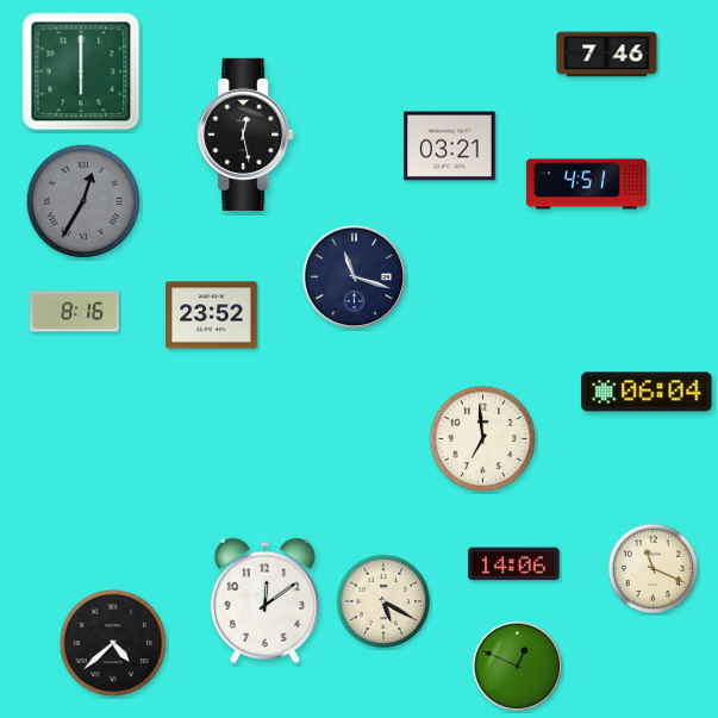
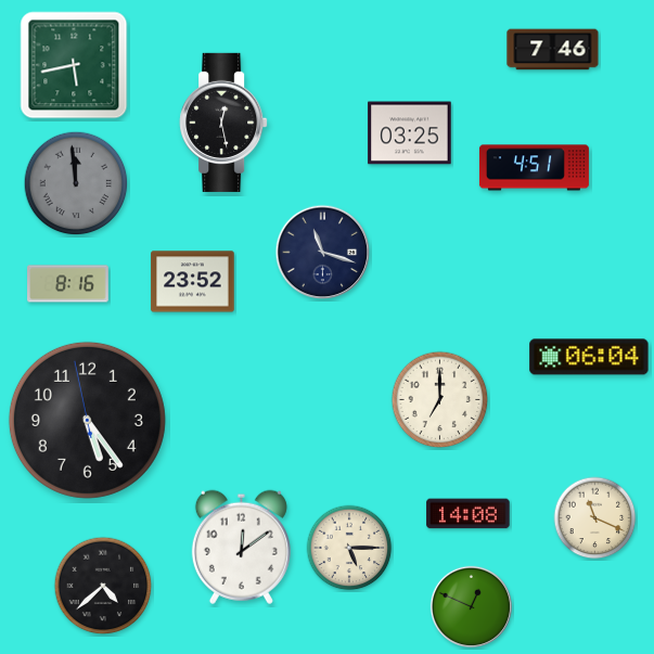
clock at (81, 71): 6:00 -> 5:43
clock at (450, 146): 03:21 -> 03:25
clock at (83, 201): 12:35 -> 11:59
clock at (212, 316) position: (212, 316) -> (193, 282)
clock at (483, 439): 6:59 -> 7:00
clock at (87, 420): none -> 5:23
clock at (514, 564): 14:06 -> 14:08
clock at (383, 601): 5:20 -> 5:15
